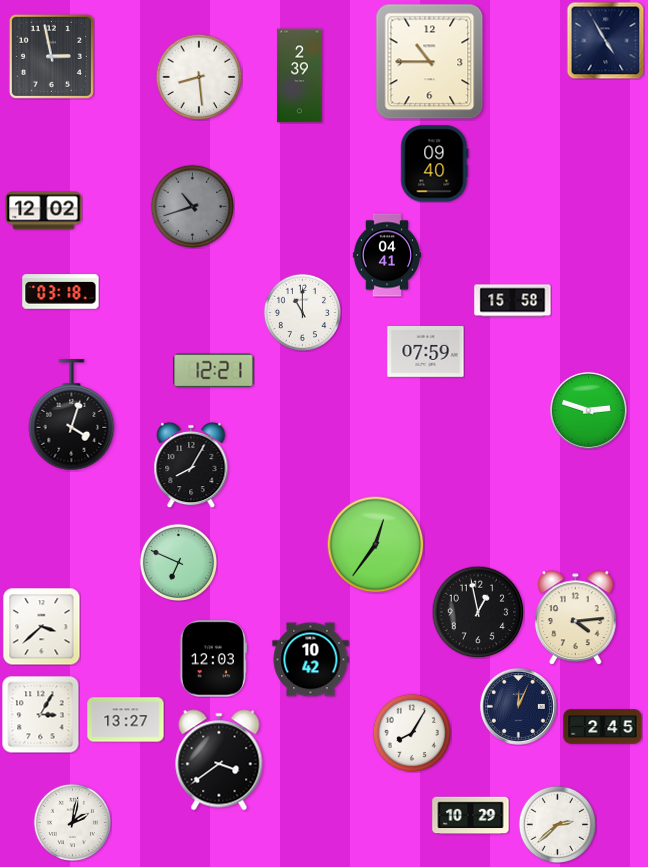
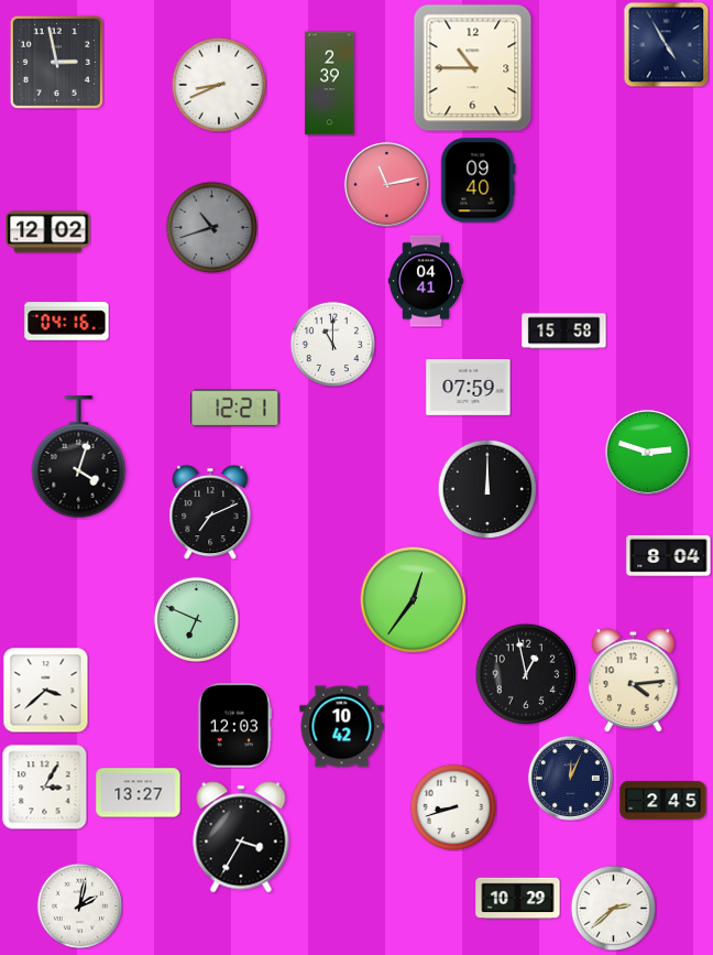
clock at (199, 77): 8:29 -> 8:41
clock at (386, 184): none -> 11:13
clock at (61, 292): 03:18 -> 04:16
clock at (487, 489): none -> 12:00
clock at (191, 465): 8:05 -> 7:11
clock at (669, 555): none -> 8:04
clock at (411, 732): 8:05 -> 8:42
clock at (219, 760): 3:39 -> 3:35
